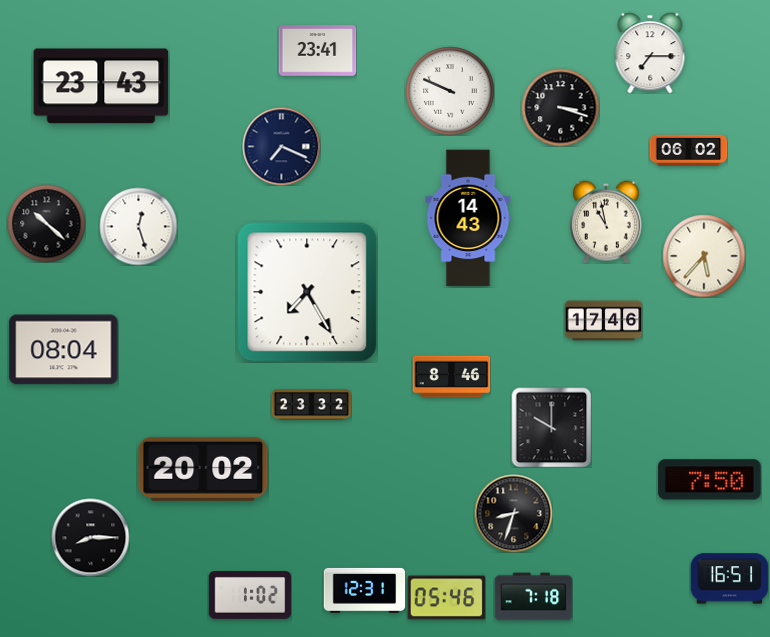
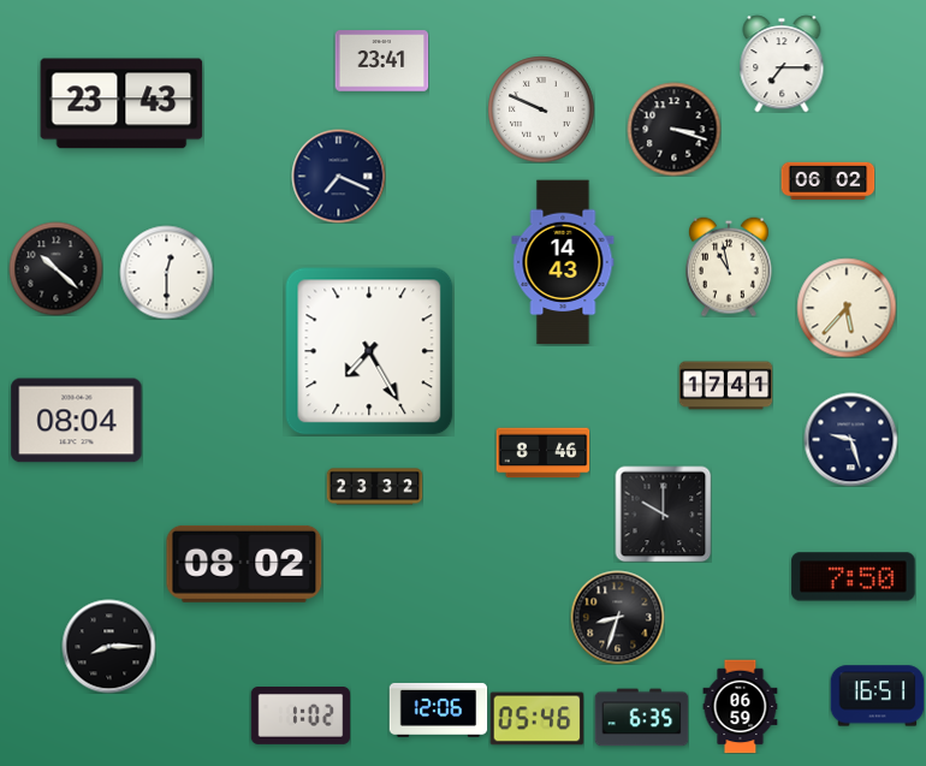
clock at (138, 226): 12:27 -> 12:30
clock at (603, 321): 17:46 -> 17:41
clock at (850, 439): none -> 9:27
clock at (203, 469): 20:02 -> 08:02
clock at (741, 706): none -> 06:59
clock at (364, 590): 12:31 -> 12:06
clock at (533, 597): 7:18 -> 6:35
